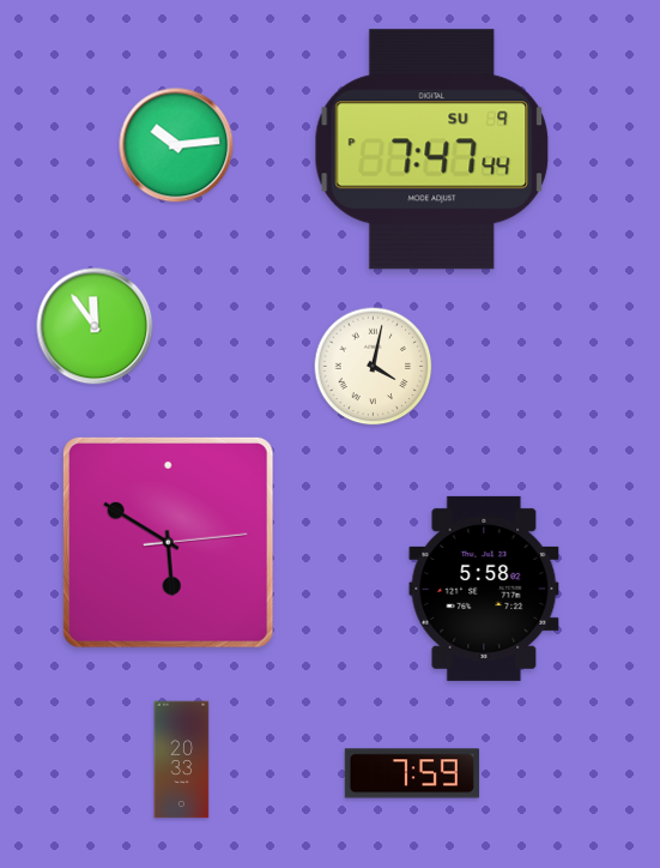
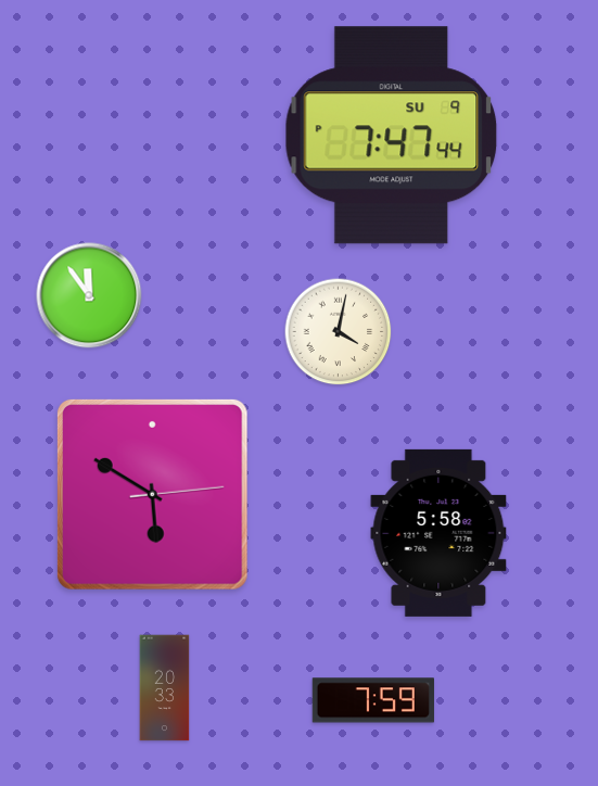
clock at (176, 145): 10:14 -> none
clock at (95, 326) position: (95, 326) -> (89, 295)
clock at (168, 542) position: (168, 542) -> (152, 494)
